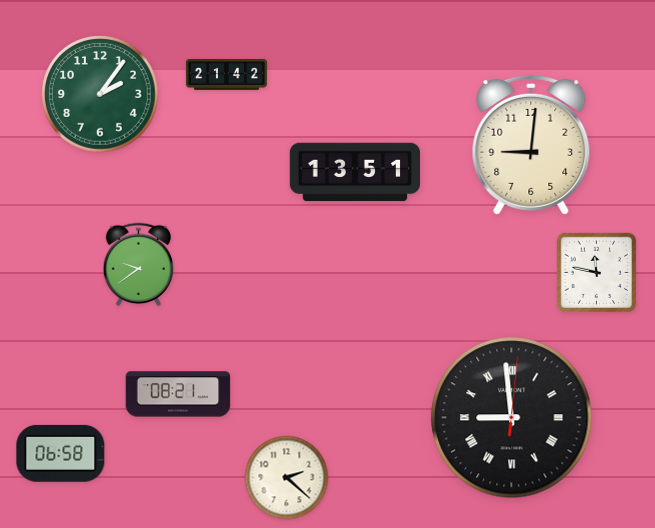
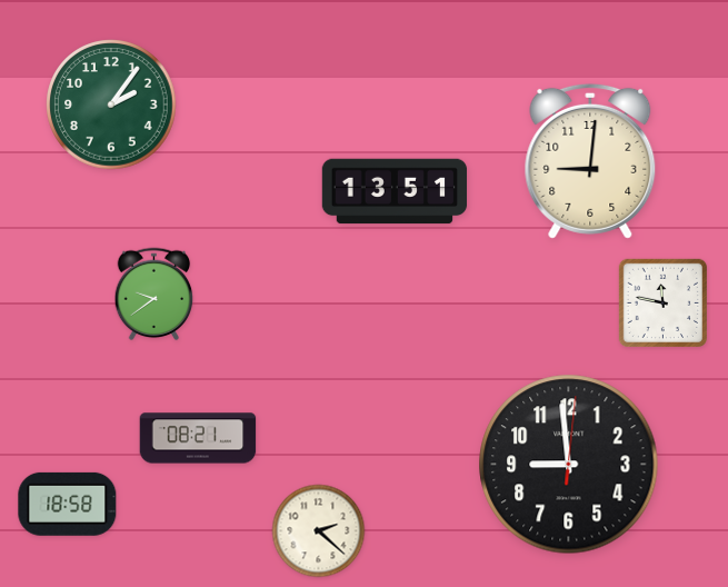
clock at (226, 75): 21:42 -> none
clock at (512, 418) numerals: Roman -> Arabic
clock at (61, 453): 06:58 -> 18:58
